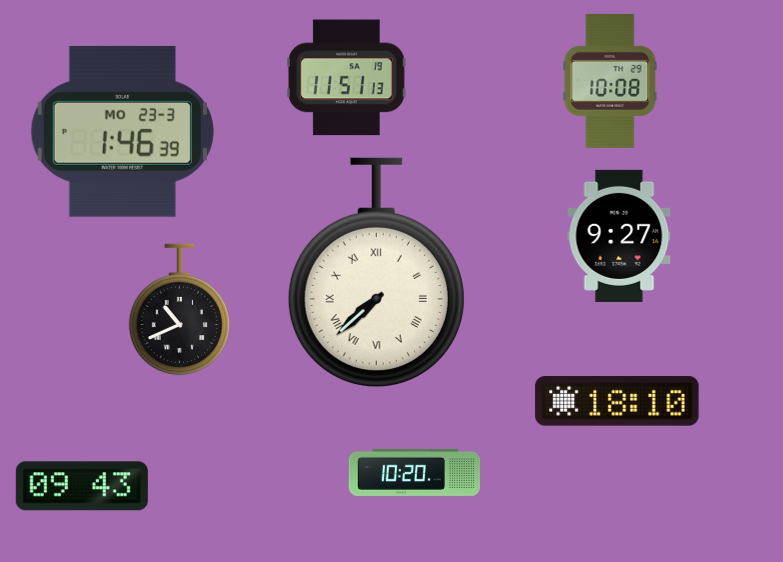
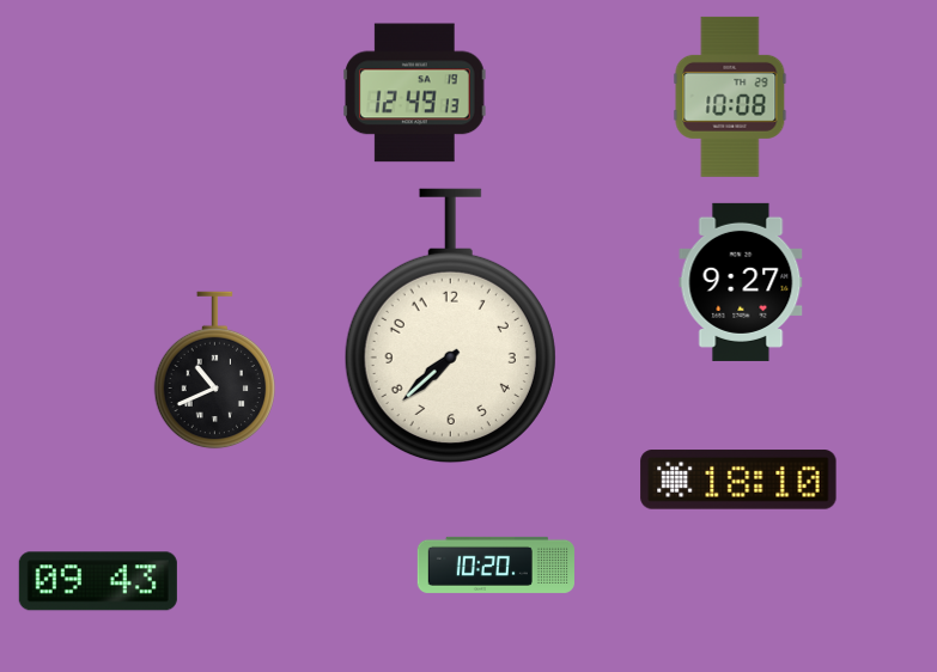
clock at (347, 78): 11:51 -> 12:49
clock at (122, 131): 1:46 -> none
clock at (376, 273) numerals: Roman -> Arabic
